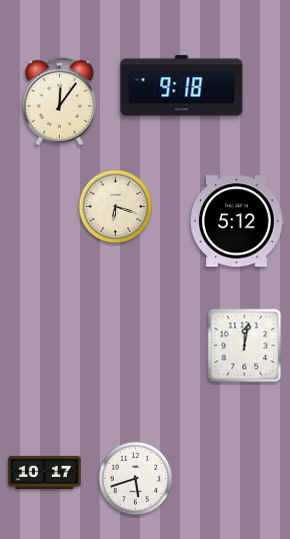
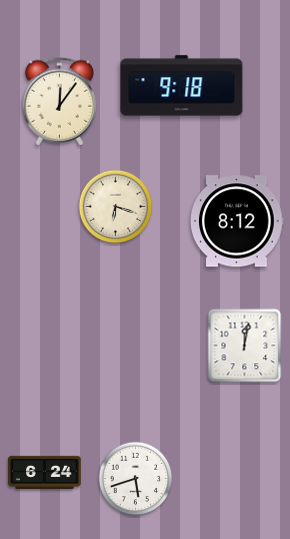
clock at (238, 221): 5:12 -> 8:12
clock at (45, 472): 10:17 -> 6:24
